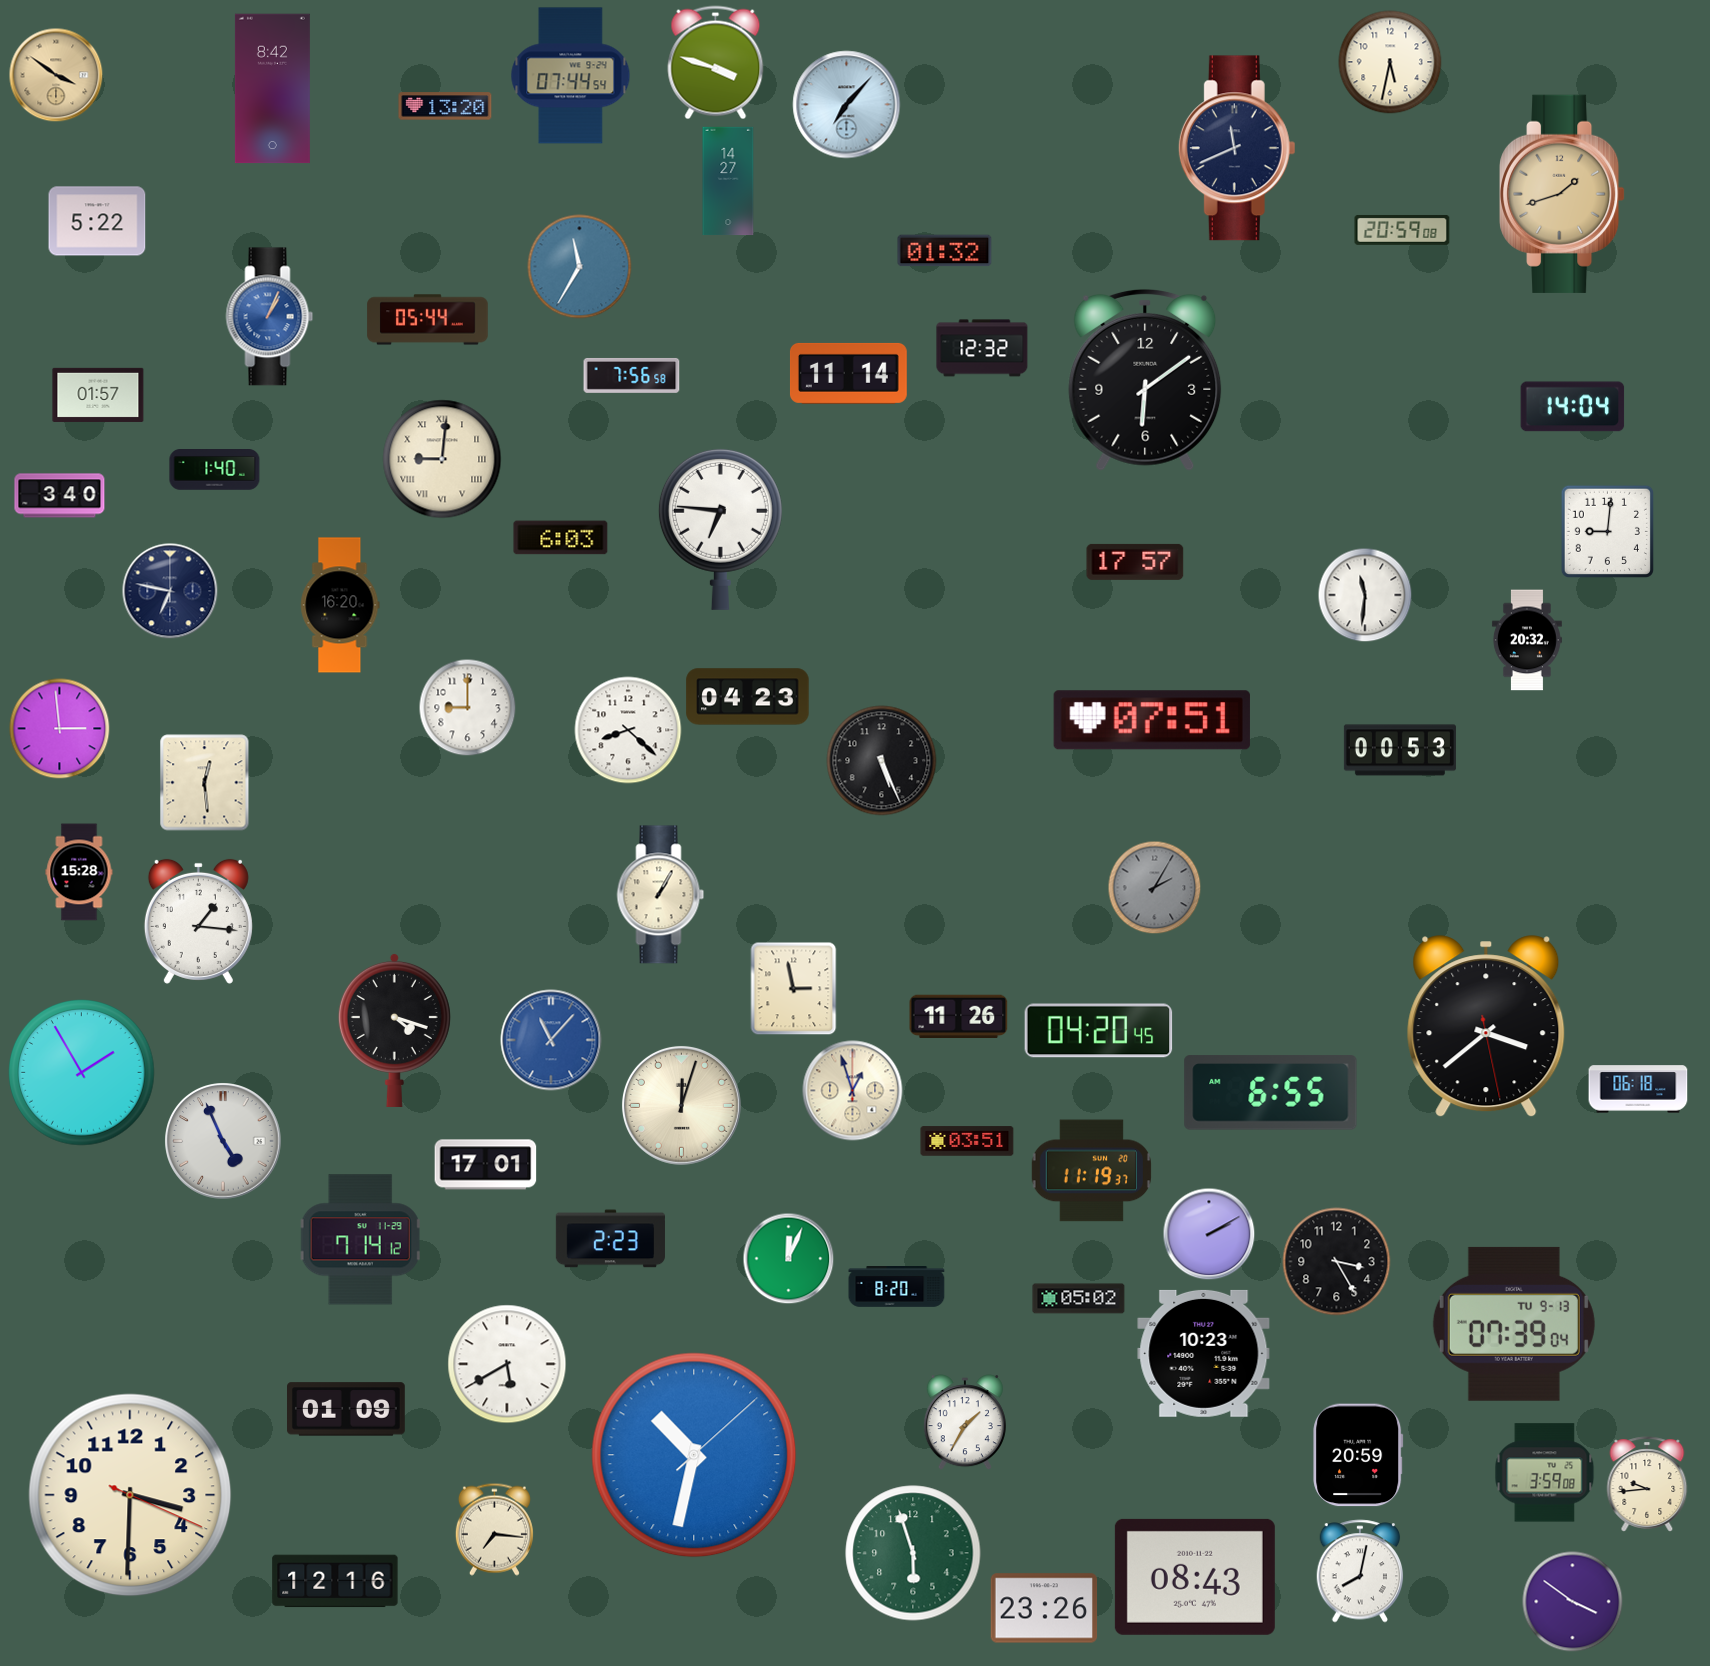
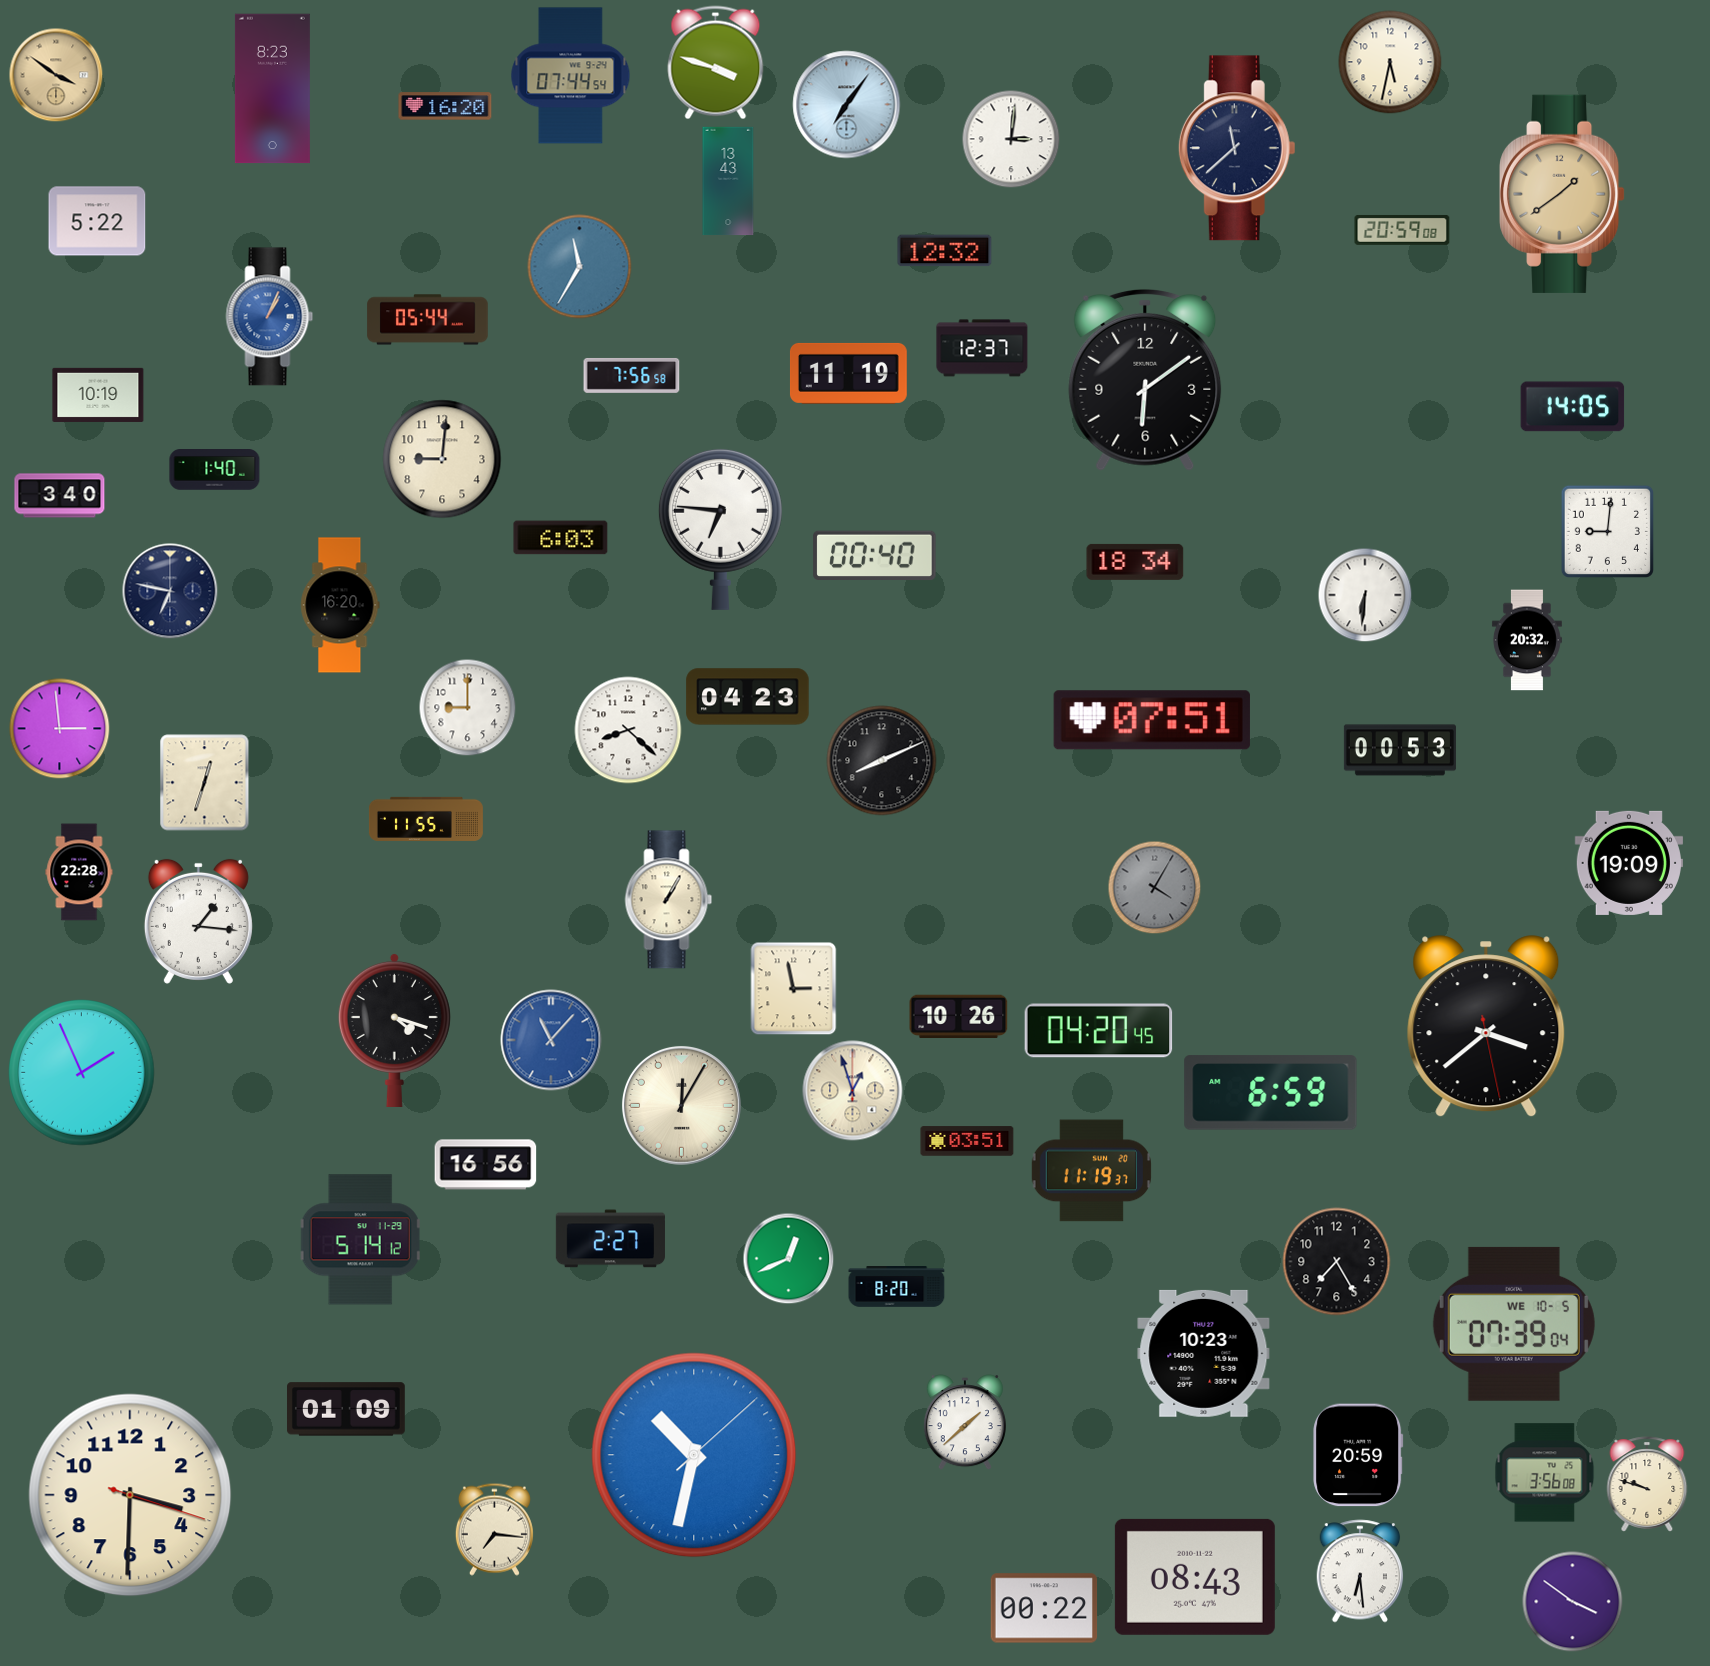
clock at (272, 89): 8:42 -> 8:23
clock at (847, 105): 7:07 -> 7:06
clock at (445, 106): 13:20 -> 16:20
clock at (1011, 139): none -> 3:01
clock at (1237, 148): 11:41 -> 11:38
clock at (728, 181): 14:27 -> 13:43
clock at (1562, 194): 1:42 -> 1:39
clock at (945, 251): 01:32 -> 12:32
clock at (982, 348): 12:32 -> 12:37
clock at (848, 373): 11:14 -> 11:19
clock at (98, 395): 01:57 -> 10:19
clock at (1573, 407): 14:04 -> 14:05
clock at (442, 459) numerals: Roman -> Arabic
clock at (875, 556): none -> 00:40
clock at (1135, 562): 17:57 -> 18:34
clock at (1365, 595): 11:31 -> 6:31
clock at (882, 761): 5:26 -> 8:11
clock at (205, 783): 12:29 -> 12:33
clock at (426, 819): none -> 11:55
clock at (1629, 863): none -> 19:09
clock at (79, 872): 15:28 -> 22:28
clock at (1154, 887): 2:05 -> 4:05
clock at (661, 895) position: (661, 895) -> (669, 900)
clock at (959, 1017): 11:26 -> 10:26
clock at (82, 1073): 1:55 -> 1:56
clock at (1638, 1089): 06:18 -> none
clock at (1271, 1093): 6:55 -> 6:59
clock at (681, 1105): 12:03 -> 12:05
clock at (223, 1141): 4:56 -> none
clock at (486, 1165): 17:01 -> 16:56
clock at (1209, 1234): 2:10 -> none
clock at (610, 1239): 2:23 -> 2:27
clock at (360, 1240): 7:14 -> 5:14
clock at (788, 1258): 12:04 -> 12:41
clock at (1337, 1262): 3:25 -> 7:25
clock at (1079, 1299): 05:02 -> none
clock at (1514, 1324) date: TU 9-13 -> WE 10-5
clock at (507, 1364): 5:40 -> none
clock at (965, 1422): 1:35 -> 1:38
clock at (1545, 1473): 3:59 -> 3:56
clock at (1647, 1484): 9:44 -> 9:48
clock at (130, 1495): 3:30:19 -> 3:30:18
clock at (913, 1553): 5:57 -> none
clock at (1360, 1571): 8:02 -> 6:29
clock at (335, 1581): 12:16 -> none
clock at (1044, 1608): 23:26 -> 00:22
